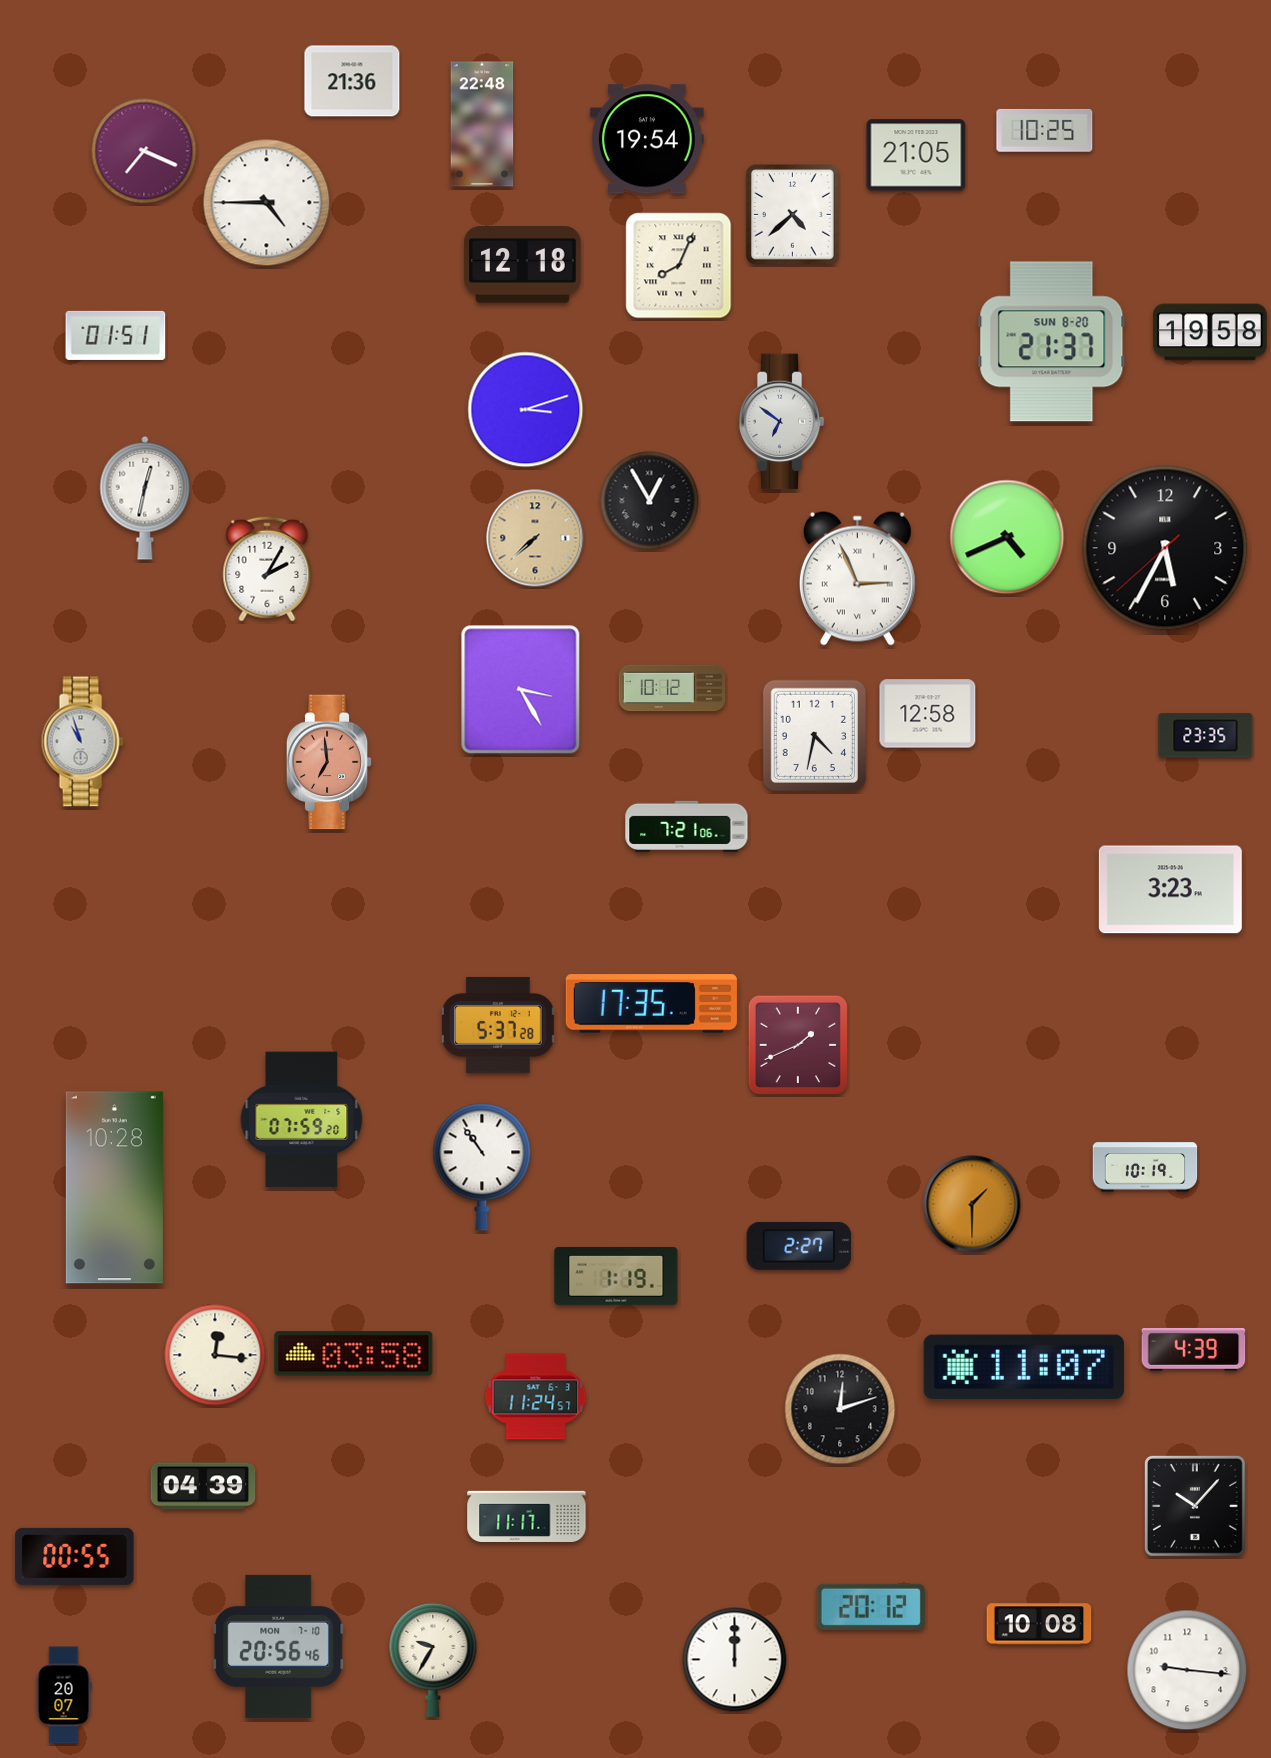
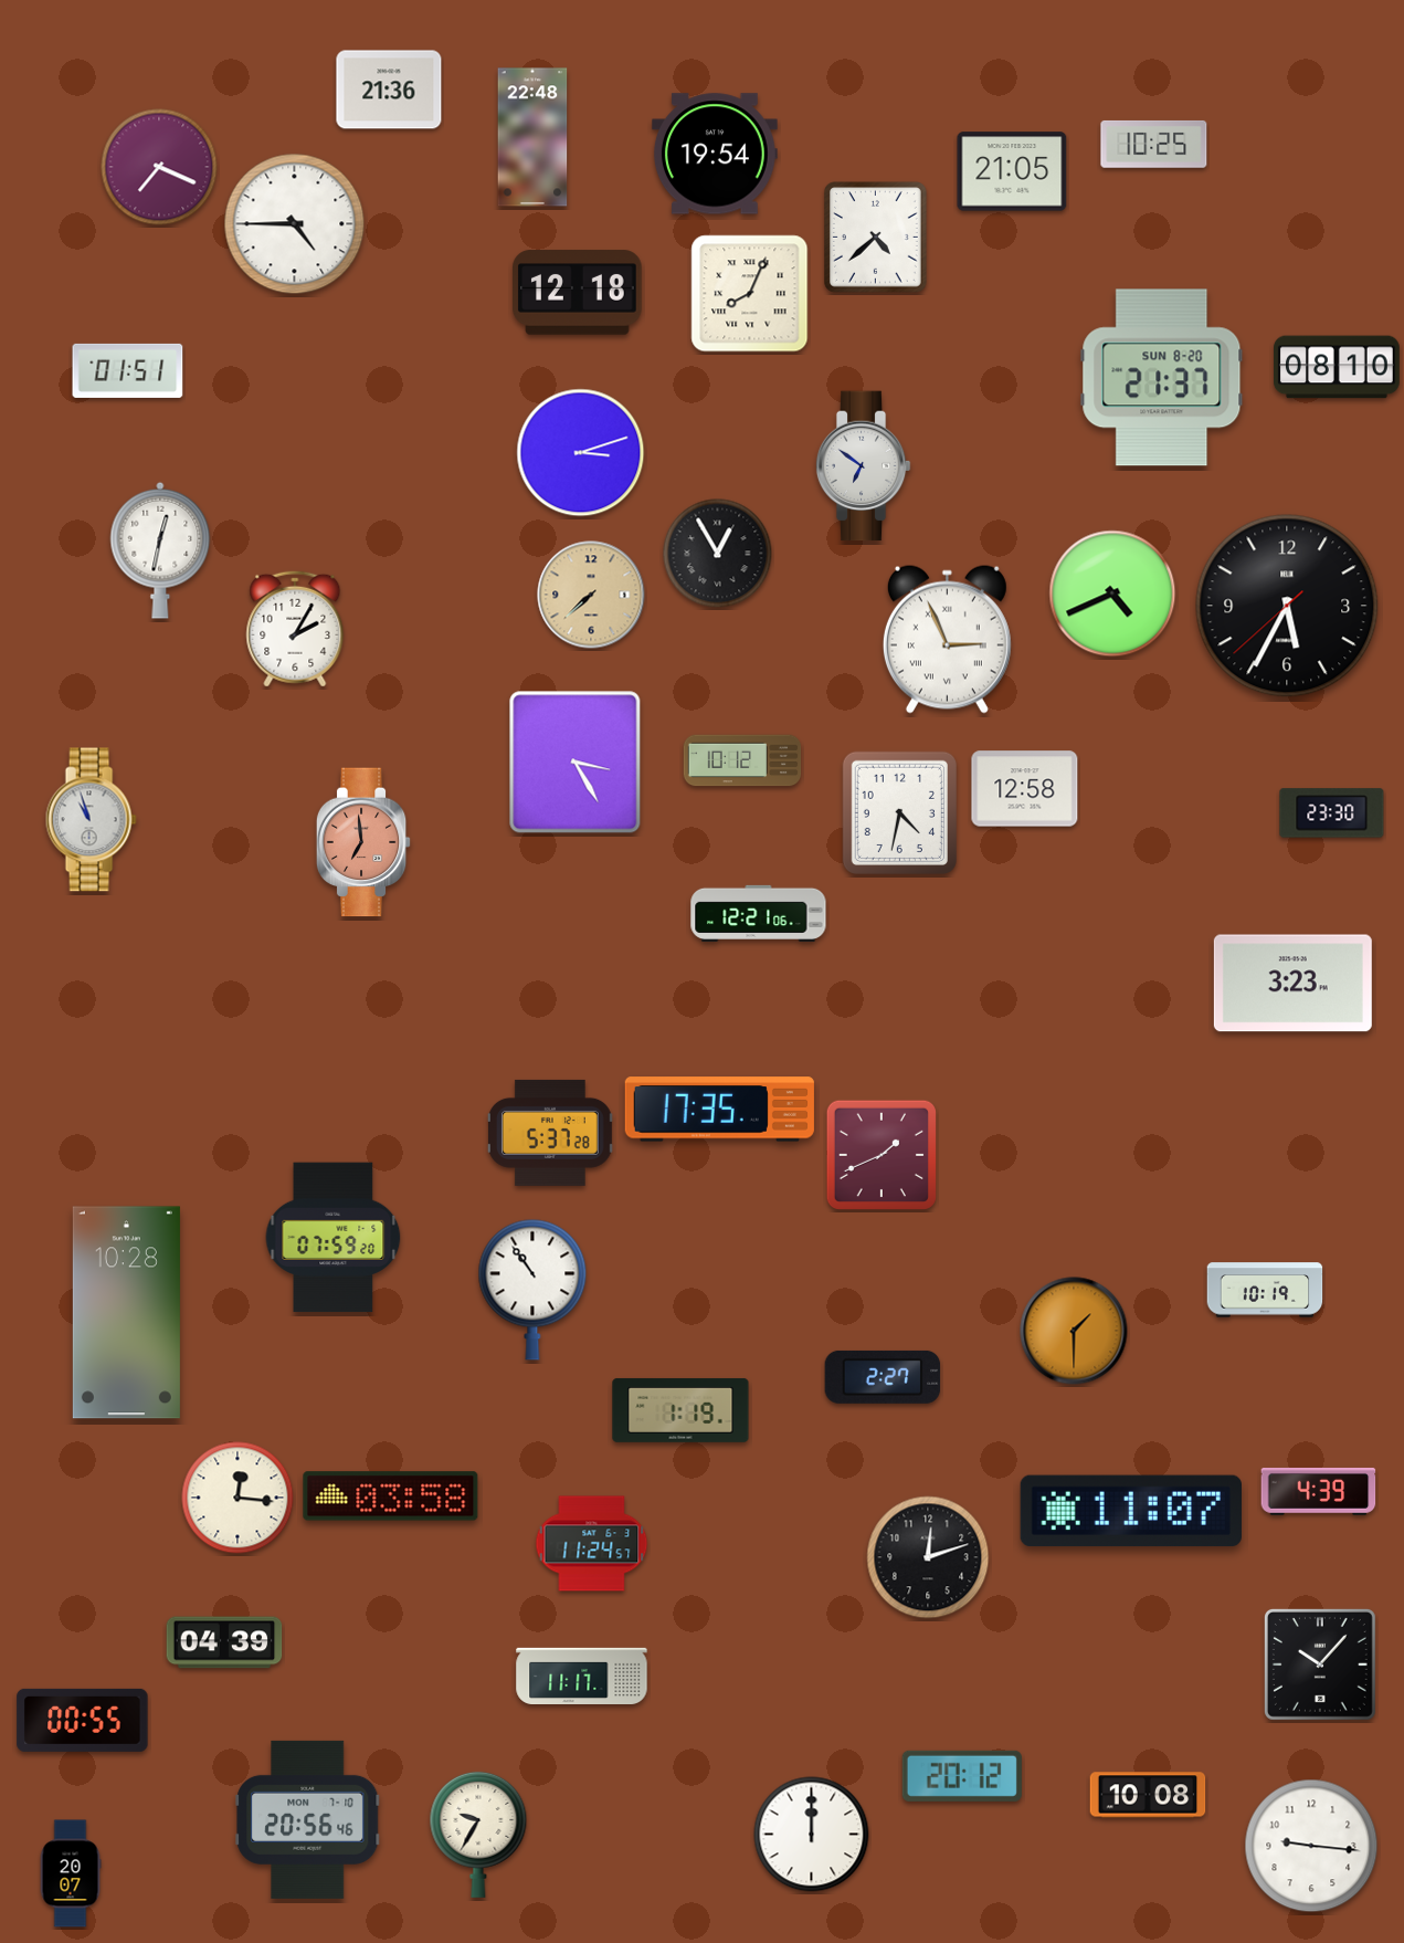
clock at (1211, 332): 19:58 -> 08:10
clock at (1206, 736): 23:35 -> 23:30
clock at (687, 826): 7:21 -> 12:21
